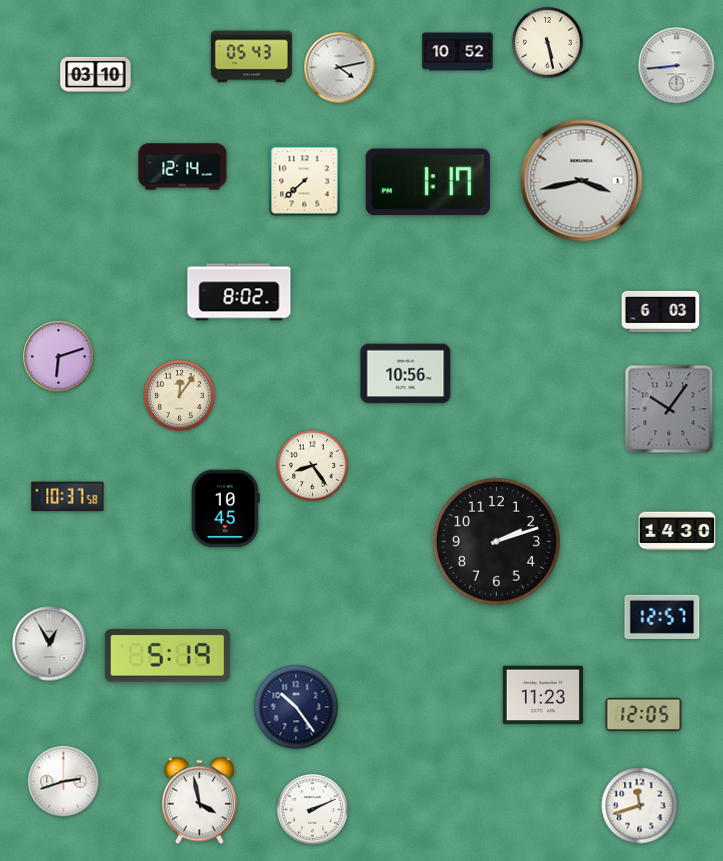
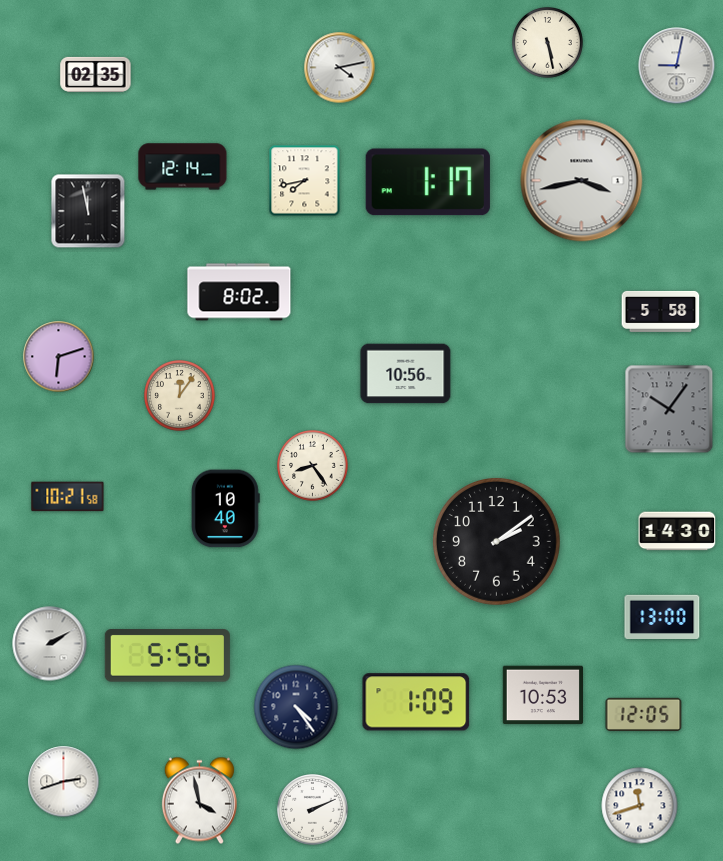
clock at (458, 52): 10:52 -> none
clock at (251, 57): 05:43 -> none
clock at (677, 66): 8:44 -> 9:02
clock at (96, 74): 03:10 -> 02:35
clock at (305, 181): 7:38 -> 7:43
clock at (88, 211): none -> 11:58
clock at (661, 311): 6:03 -> 5:58
clock at (68, 497): 10:37 -> 10:21
clock at (225, 509): 10:45 -> 10:40
clock at (496, 541): 2:12 -> 2:09
clock at (662, 616): 12:57 -> 13:00
clock at (50, 644): 12:55 -> 2:10
clock at (167, 656): 5:19 -> 5:56
clock at (542, 695): 11:23 -> 10:53
clock at (416, 702): none -> 1:09
clock at (296, 707): 10:24 -> 4:24
